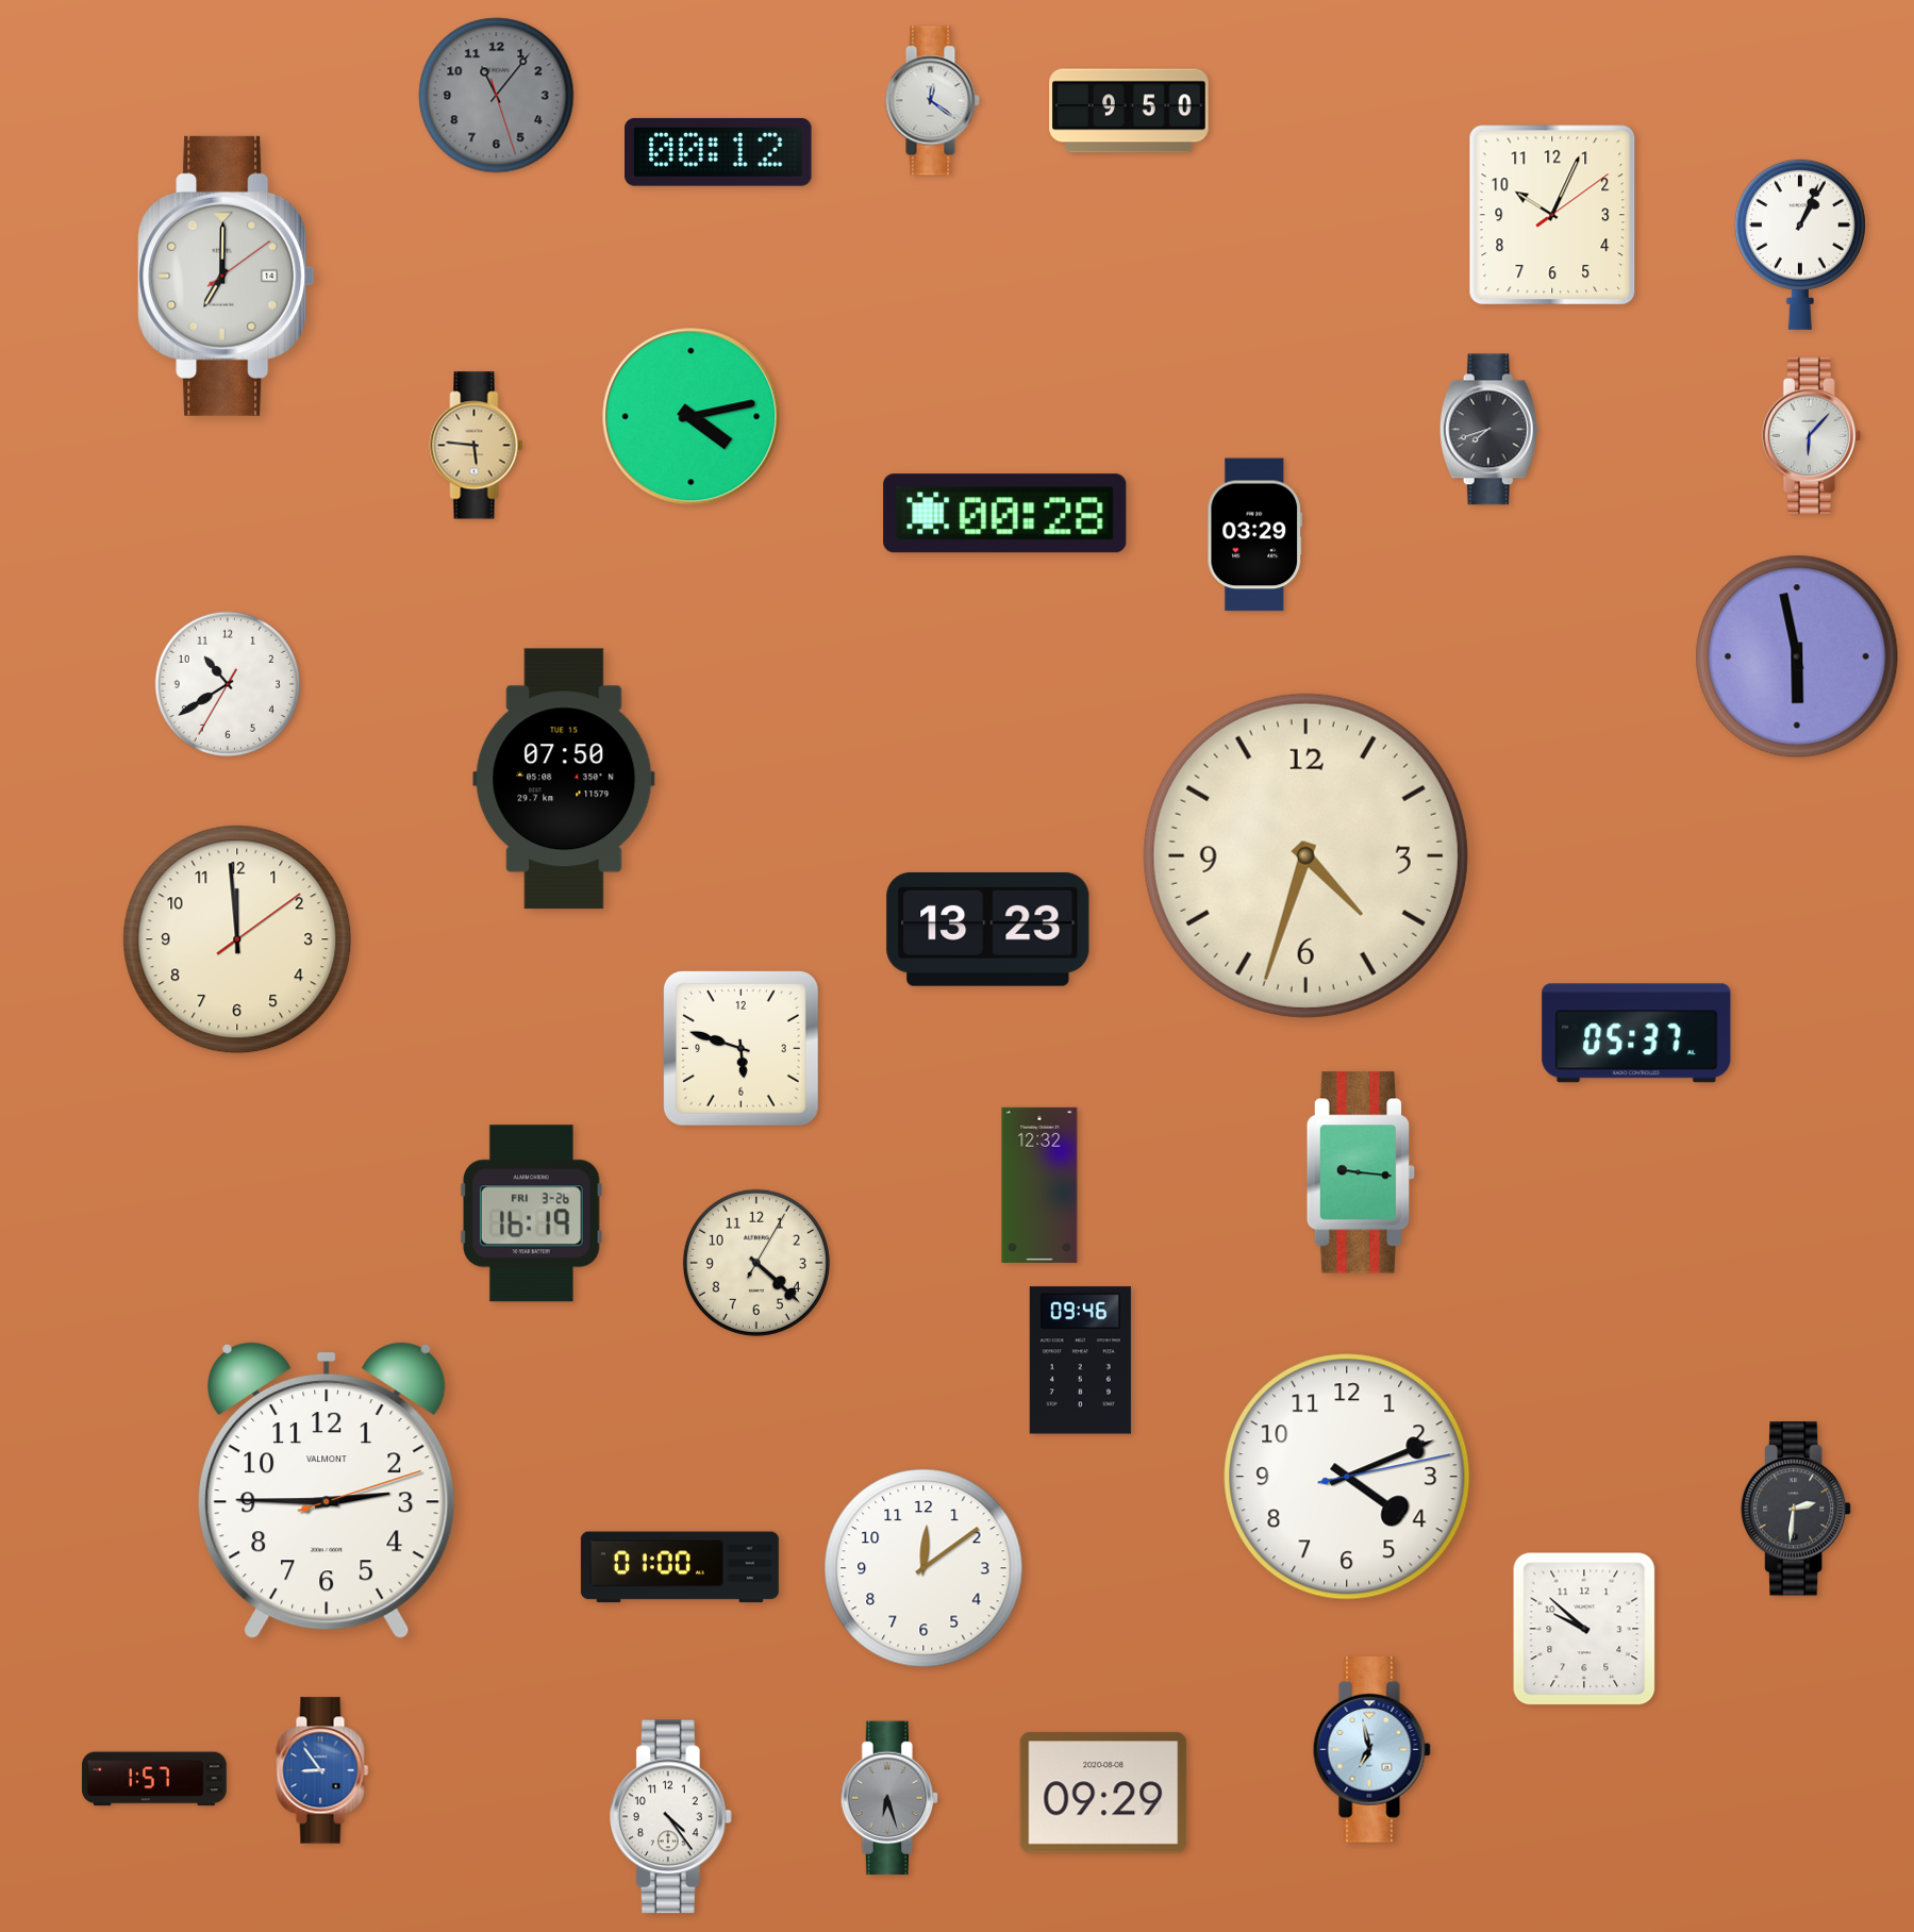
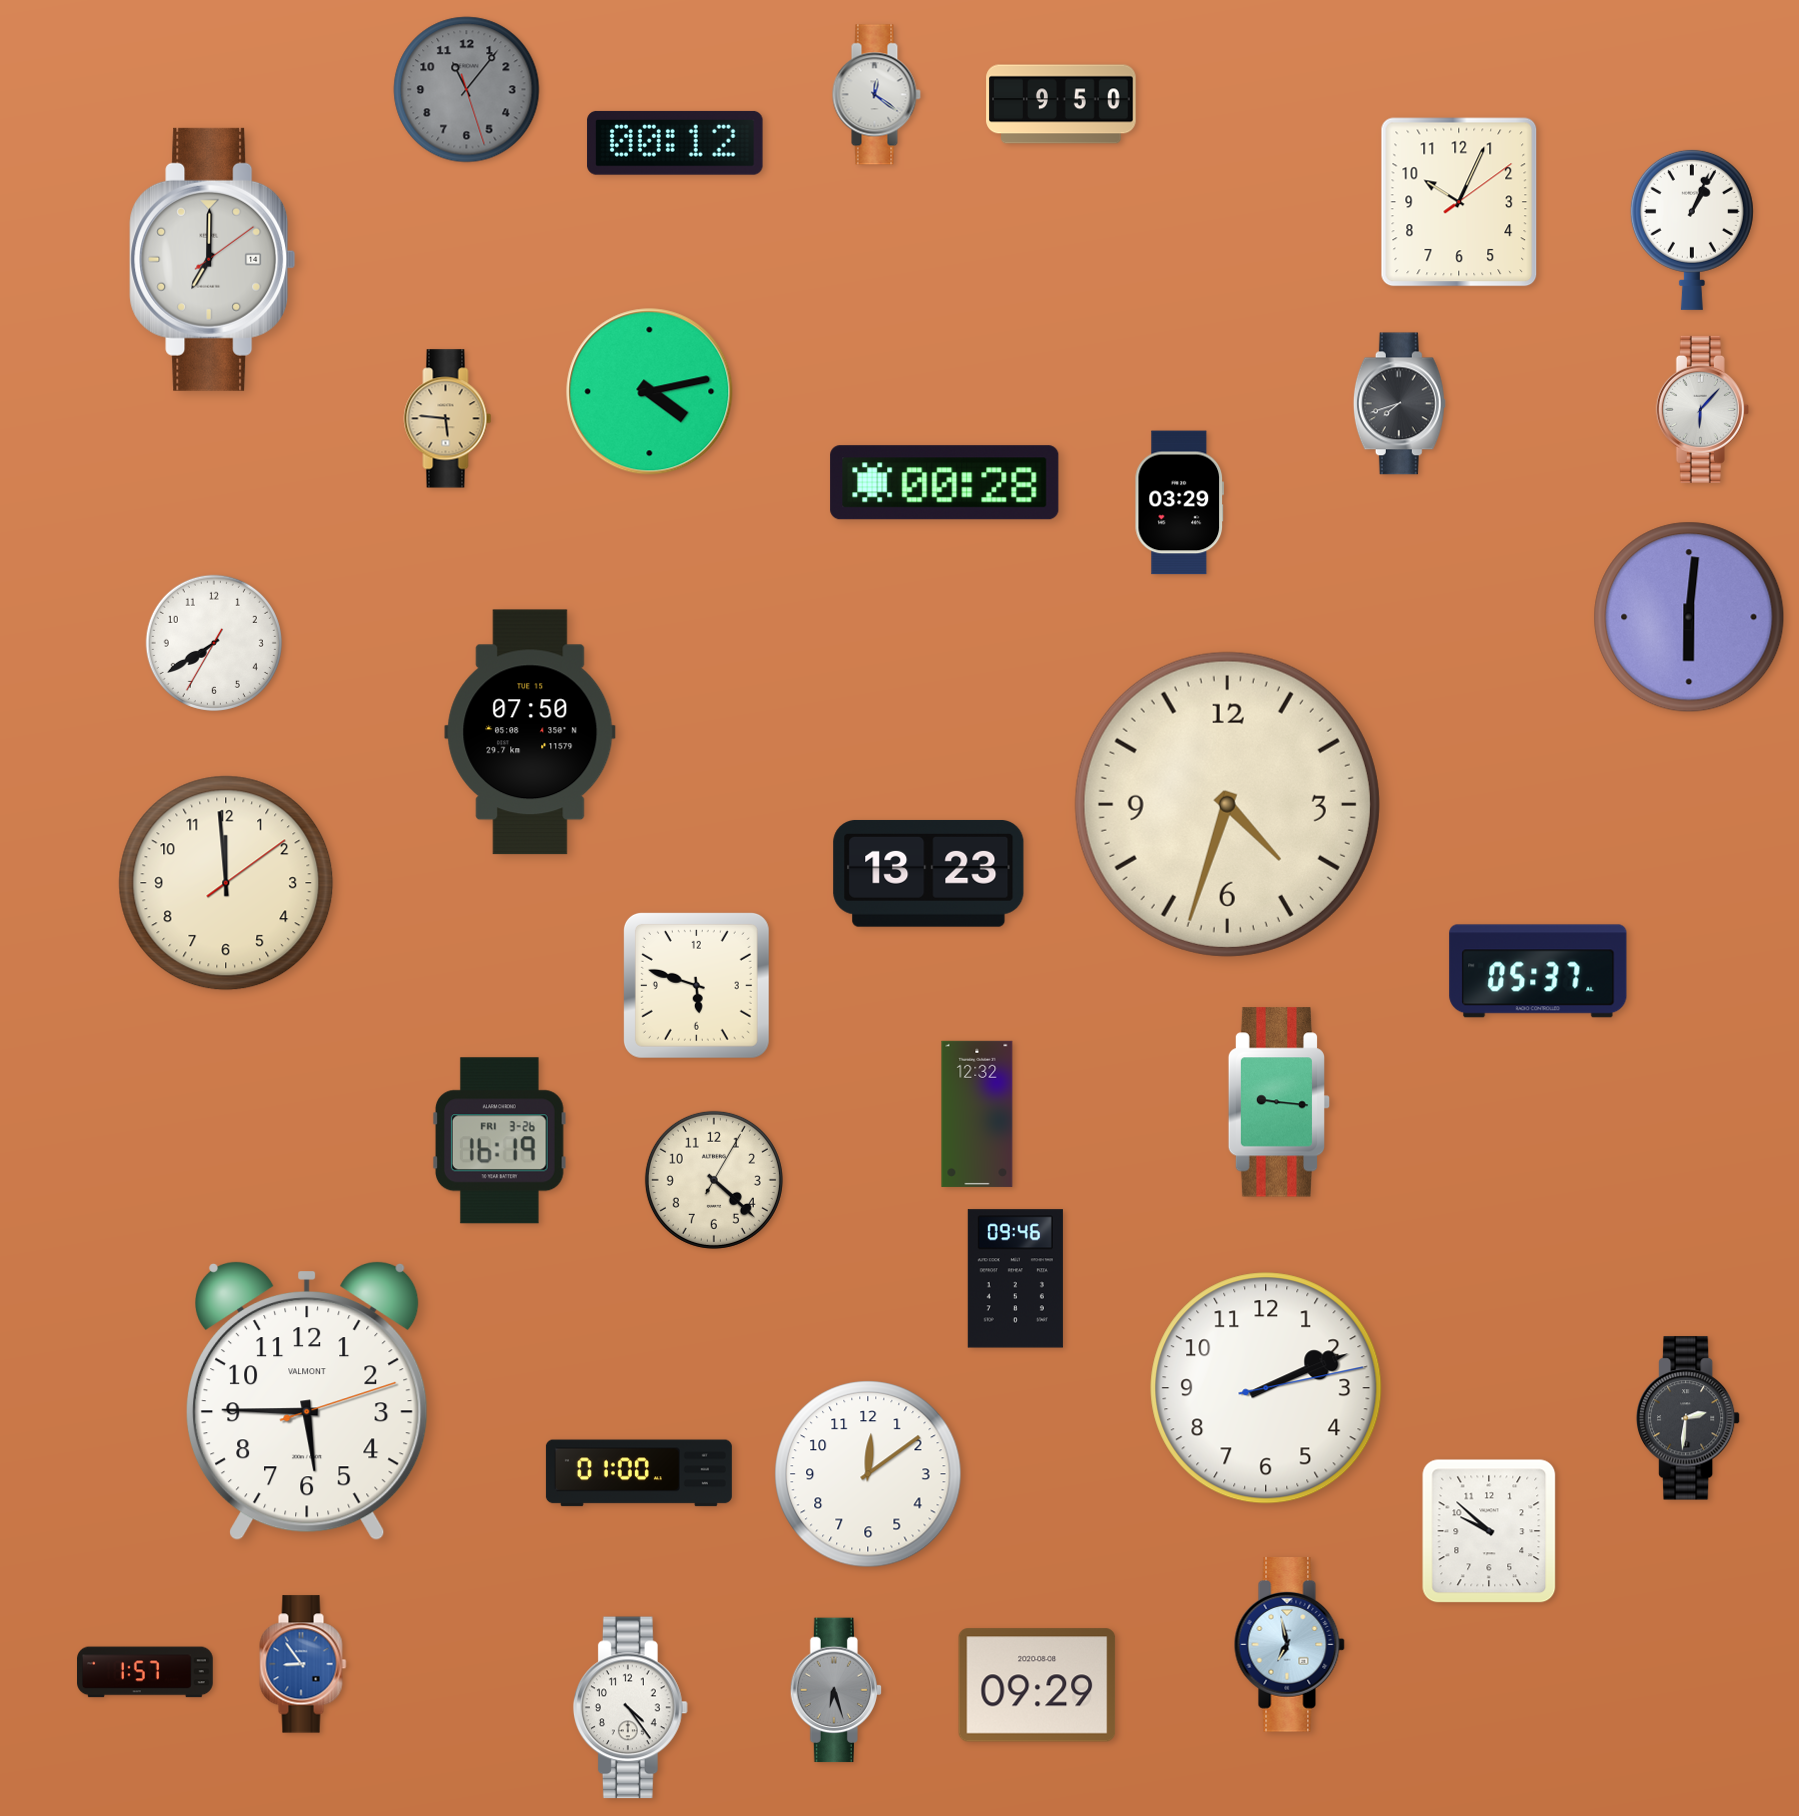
clock at (1797, 656): 5:58 -> 6:01
clock at (228, 684): 10:39 -> 7:39
clock at (237, 939) position: (237, 939) -> (226, 883)
clock at (756, 1263) position: (756, 1263) -> (714, 1180)
clock at (1347, 1477): 4:11 -> 2:11
clock at (328, 1490): 2:45 -> 5:45
